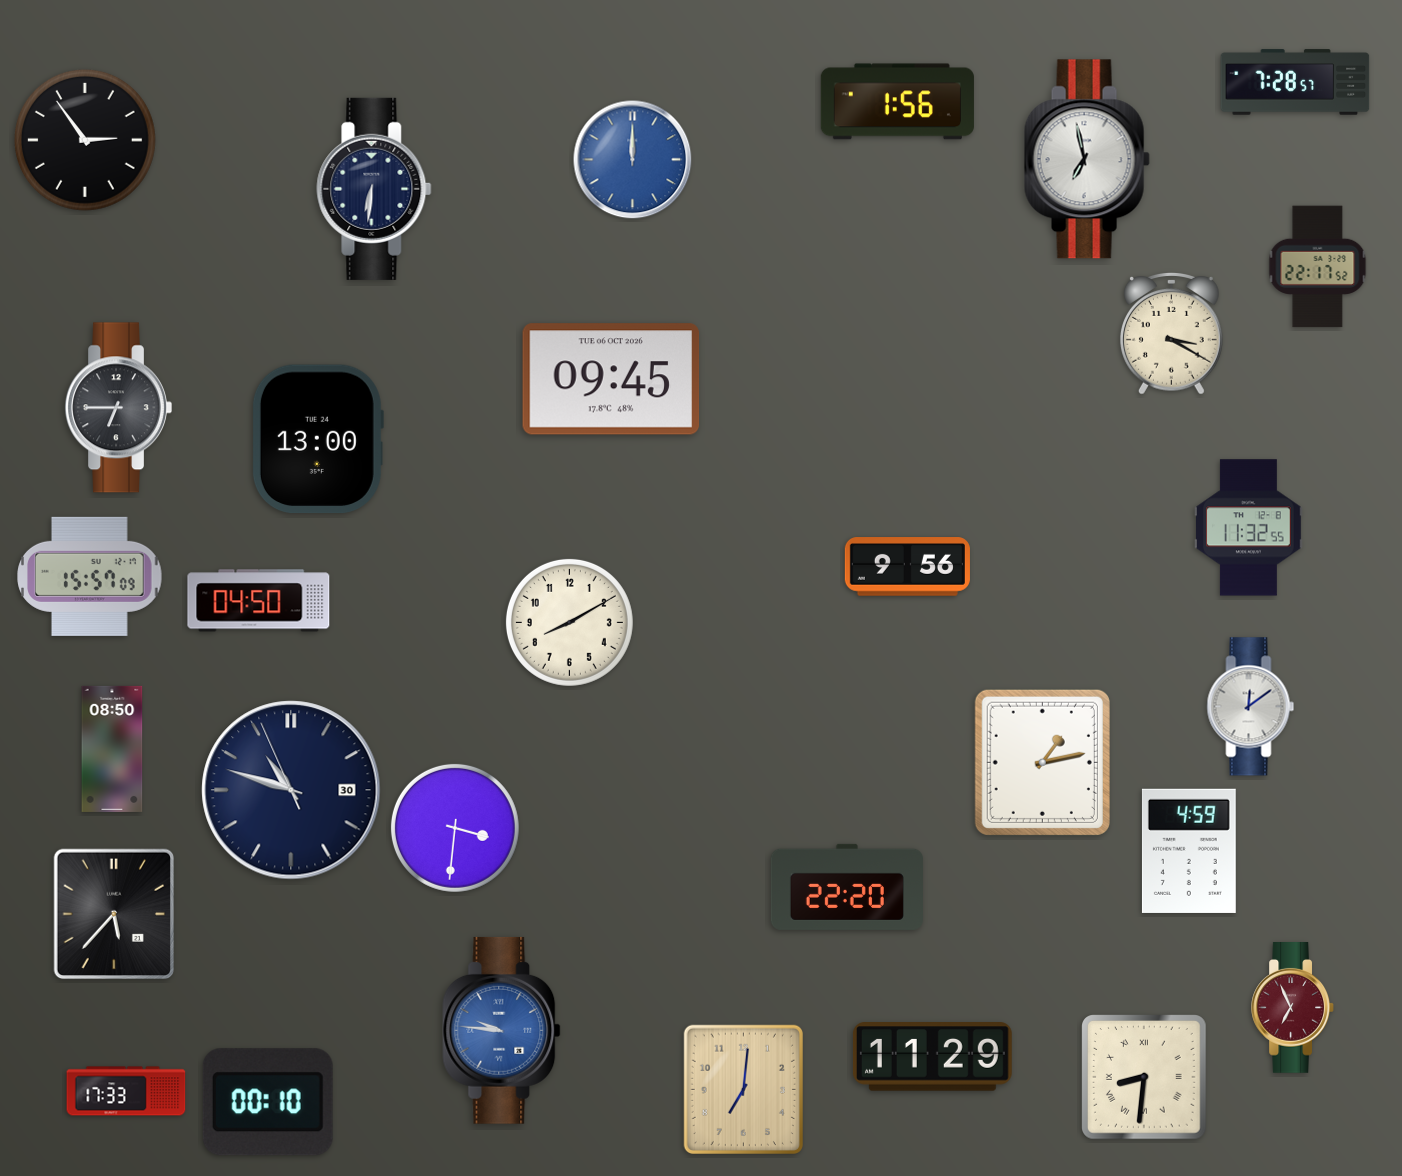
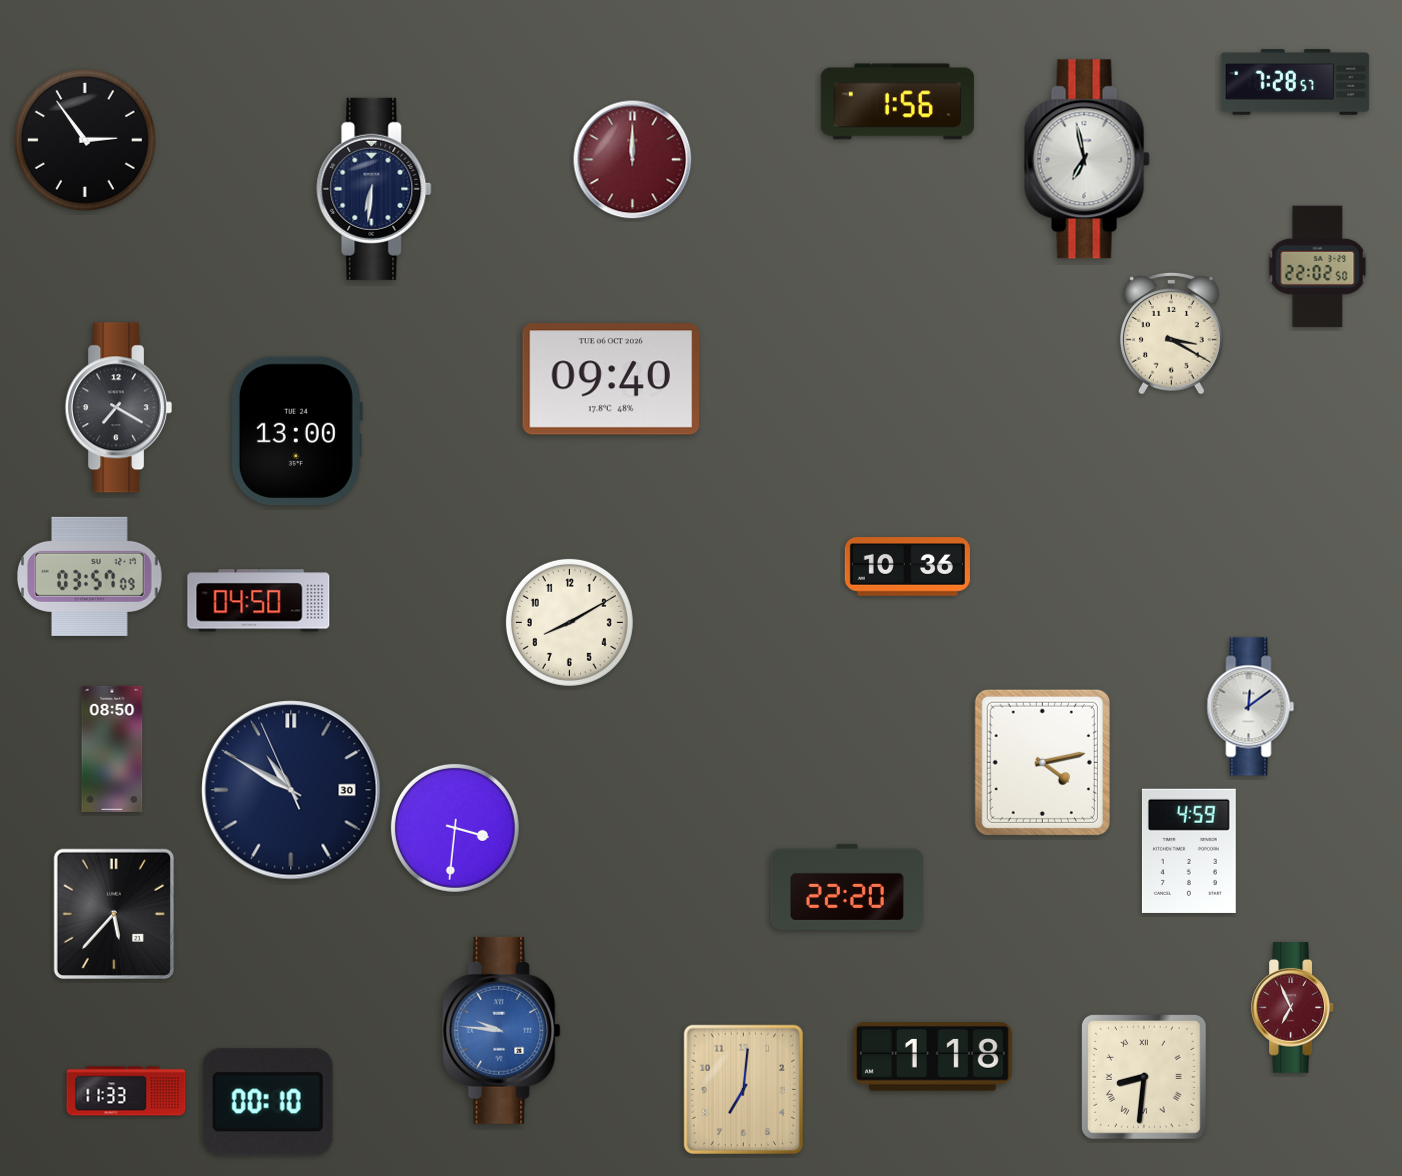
clock at (633, 160) dial: blue -> burgundy
clock at (1318, 267): 22:17 -> 22:02
clock at (611, 379): 09:45 -> 09:40
clock at (118, 408): 6:45 -> 7:20
clock at (317, 439) position: (317, 439) -> (296, 431)
clock at (1249, 528): 11:32 -> none
clock at (907, 567): 9:56 -> 10:36
clock at (90, 576): 15:57 -> 03:57
clock at (1042, 762): 1:13 -> 4:13
clock at (291, 790): 10:47 -> 10:49
clock at (932, 1057): 11:29 -> 1:18
clock at (126, 1091): 17:33 -> 11:33
